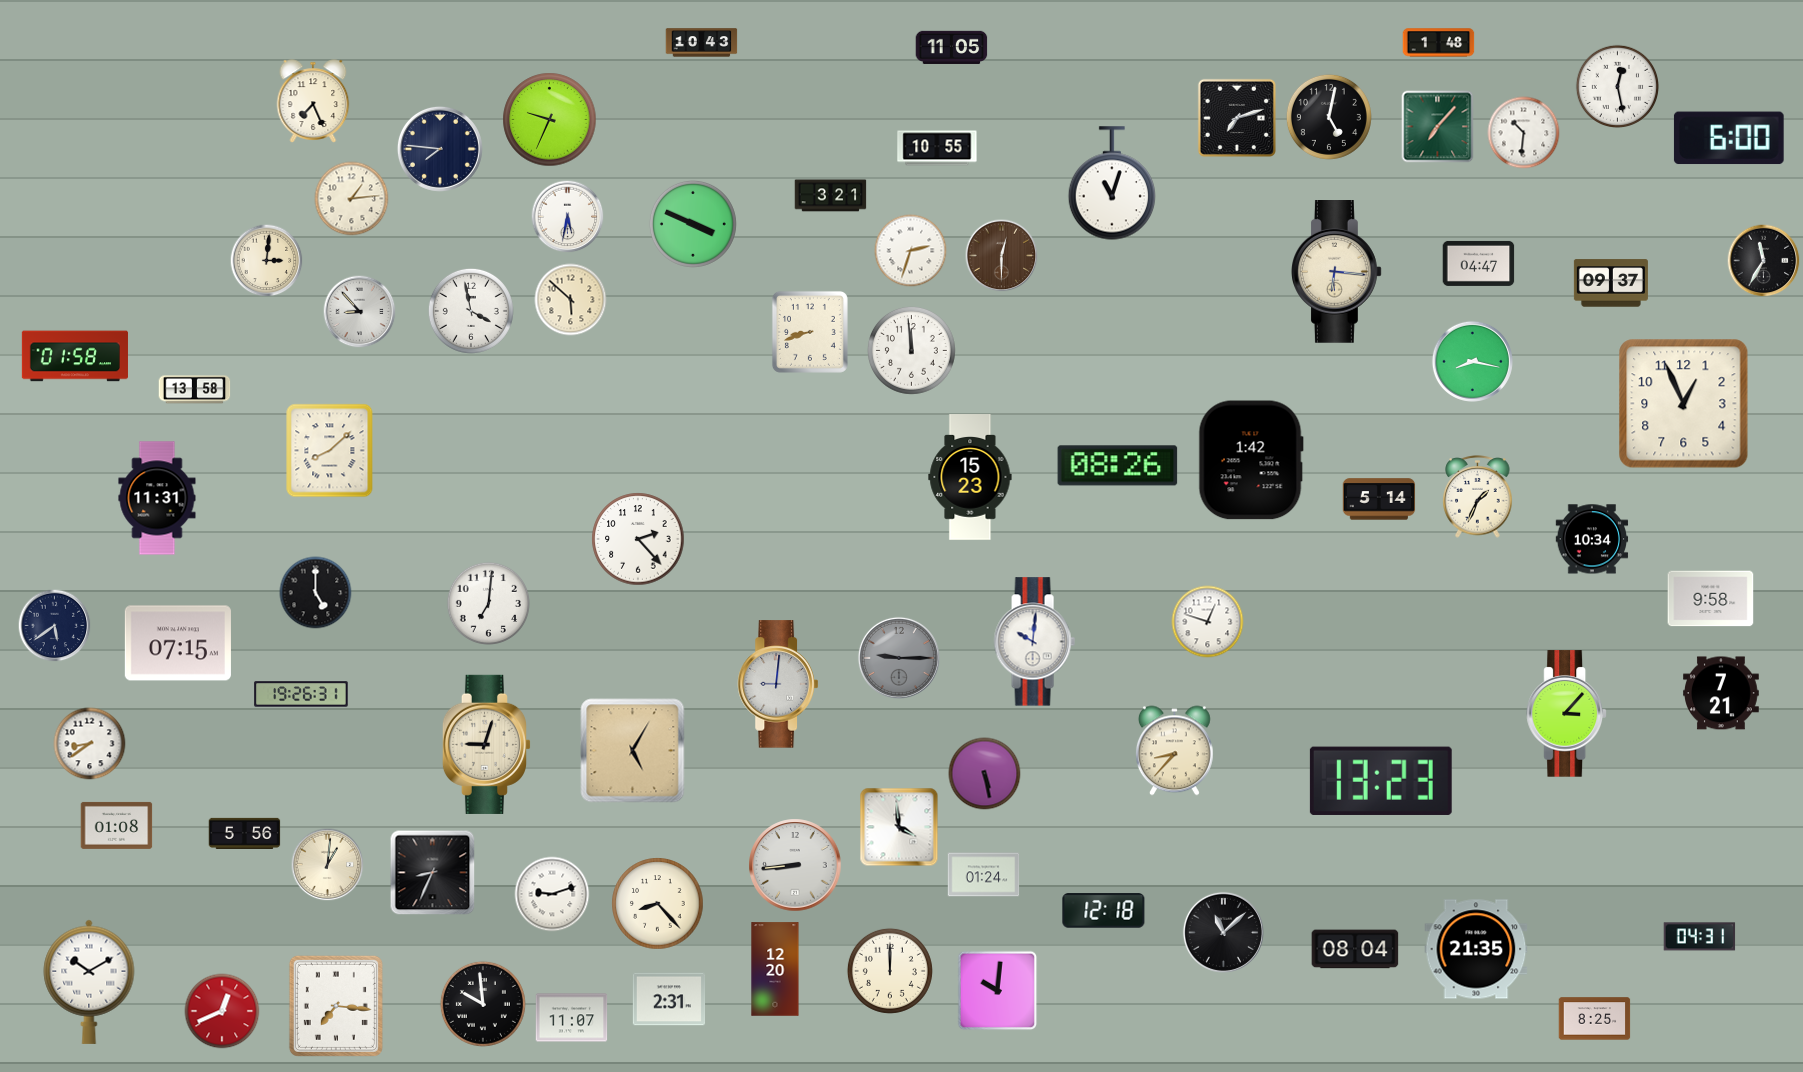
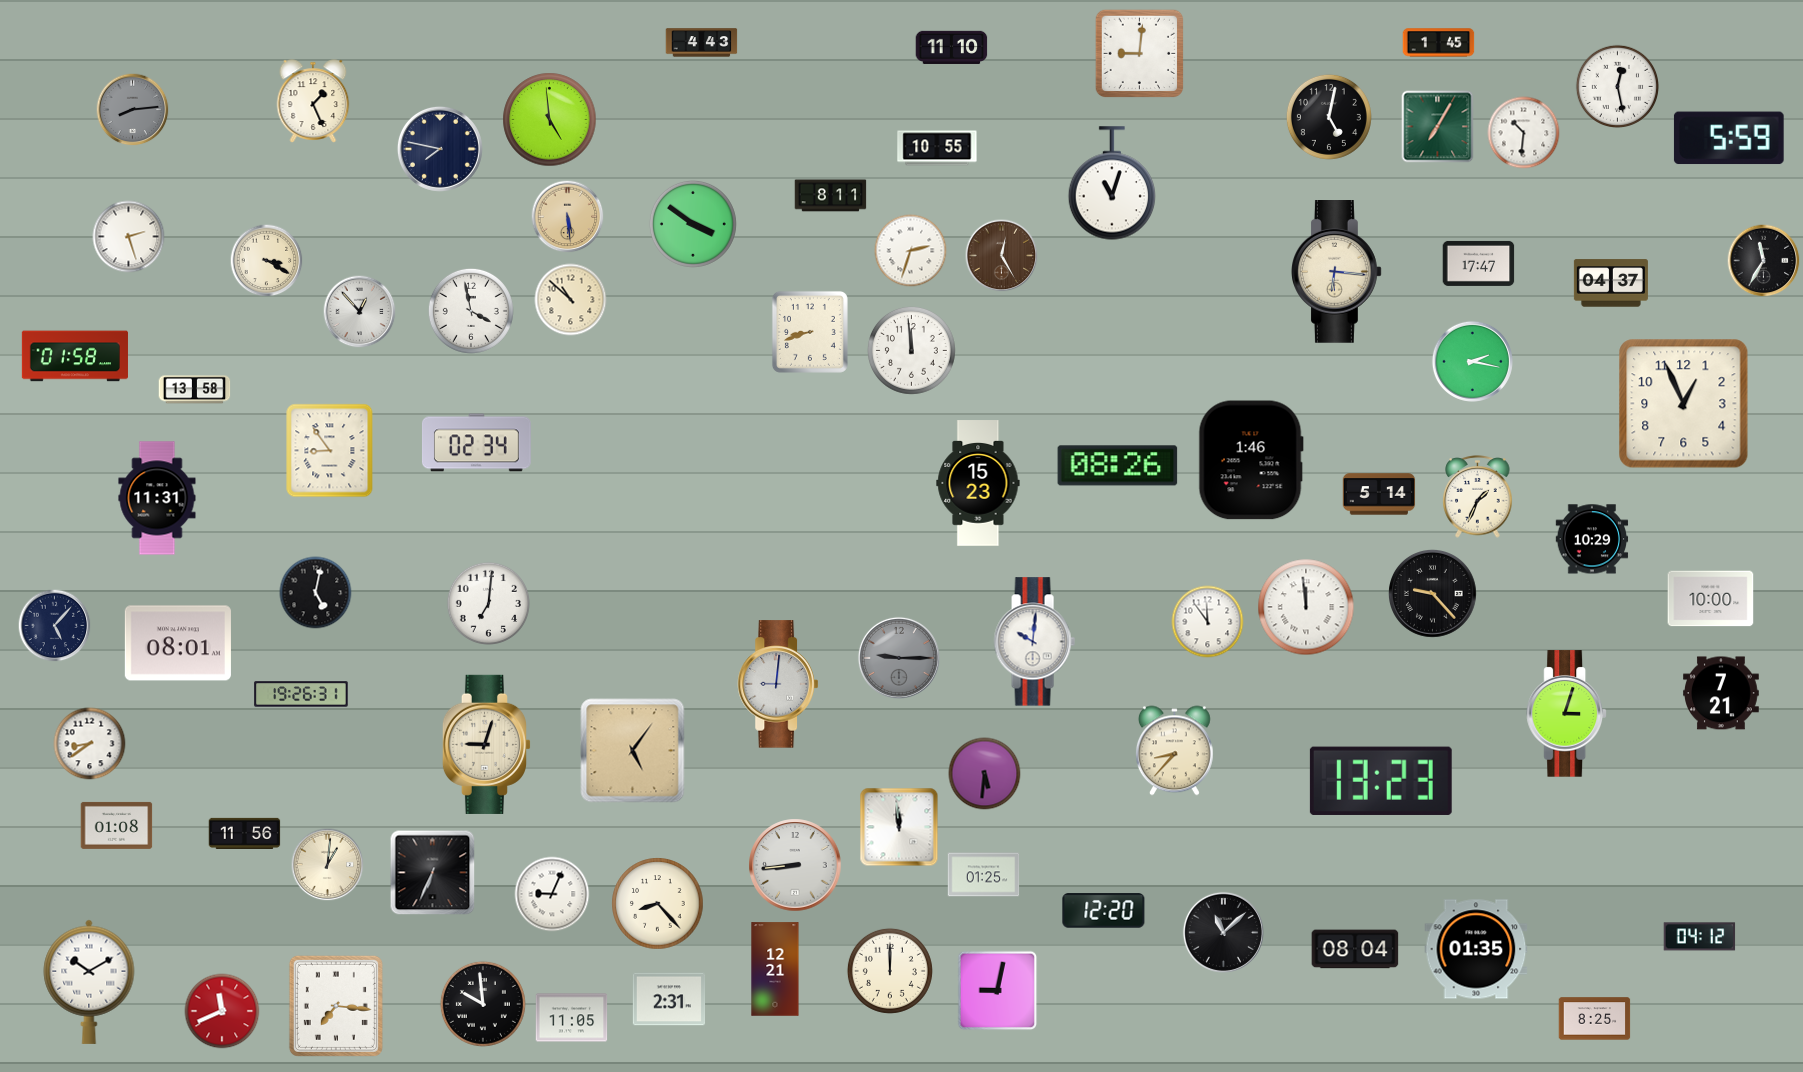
clock at (702, 43): 10:43 -> 4:43
clock at (1439, 43): 1:48 -> 1:45
clock at (952, 47): 11:05 -> 11:10
clock at (1140, 54): none -> 9:01
clock at (313, 101): 7:26 -> 1:26
clock at (133, 110): none -> 8:14
clock at (1237, 118): 7:12 -> none
clock at (550, 120): 9:34 -> 4:59
clock at (1438, 127): 7:07 -> 7:05
clock at (1729, 138): 6:00 -> 5:59
clock at (440, 149): 7:46 -> 7:47
clock at (831, 196): 3:21 -> 8:11
clock at (352, 199): 1:14 -> none
clock at (568, 217): 5:32 -> 5:29
clock at (568, 217) dial: white -> champagne
clock at (693, 224): 3:49 -> 3:51
clock at (129, 237): none -> 2:27
clock at (1002, 256): 12:30 -> 12:25
clock at (267, 261): 3:01 -> 3:20
clock at (1479, 263): 04:47 -> 17:47
clock at (1611, 283): 09:37 -> 04:37
clock at (571, 300): 5:52 -> 10:52
clock at (360, 312): 8:53 -> 12:53
clock at (1472, 361): 8:17 -> 2:17
clock at (476, 443): none -> 02:34
clock at (330, 451): 8:08 -> 8:54
clock at (1251, 460): 1:42 -> 1:46
clock at (970, 477) position: (970, 477) -> (978, 483)
clock at (1379, 499) position: (1379, 499) -> (1379, 494)
clock at (638, 539): 2:23 -> none
clock at (1592, 539): 10:34 -> 10:29
clock at (316, 593): 5:00 -> 5:02
clock at (1433, 594): none -> 9:23
clock at (1711, 599): 9:58 -> 10:00
clock at (1306, 607): none -> 11:59
clock at (1208, 622): 12:48 -> 11:54
clock at (55, 626): 5:39 -> 5:07
clock at (178, 643): 07:15 -> 08:01
clock at (1567, 714): 3:07 -> 3:03
clock at (633, 751): 5:05 -> 5:06
clock at (985, 774): 5:28 -> 5:31
clock at (899, 827): 3:59 -> 11:59
clock at (245, 833): 5:56 -> 11:56
clock at (433, 873): 8:34 -> 6:34
clock at (984, 875): 01:24 -> 01:25
clock at (552, 894): 9:12 -> 9:04
clock at (1104, 911): 12:18 -> 12:20
clock at (1700, 937): 04:31 -> 04:12
clock at (1476, 949): 21:35 -> 01:35
clock at (775, 969): 12:20 -> 12:21
clock at (998, 991): 10:01 -> 9:02
clock at (222, 1011): 12:41 -> 11:41
clock at (572, 1018): 11:07 -> 11:05
